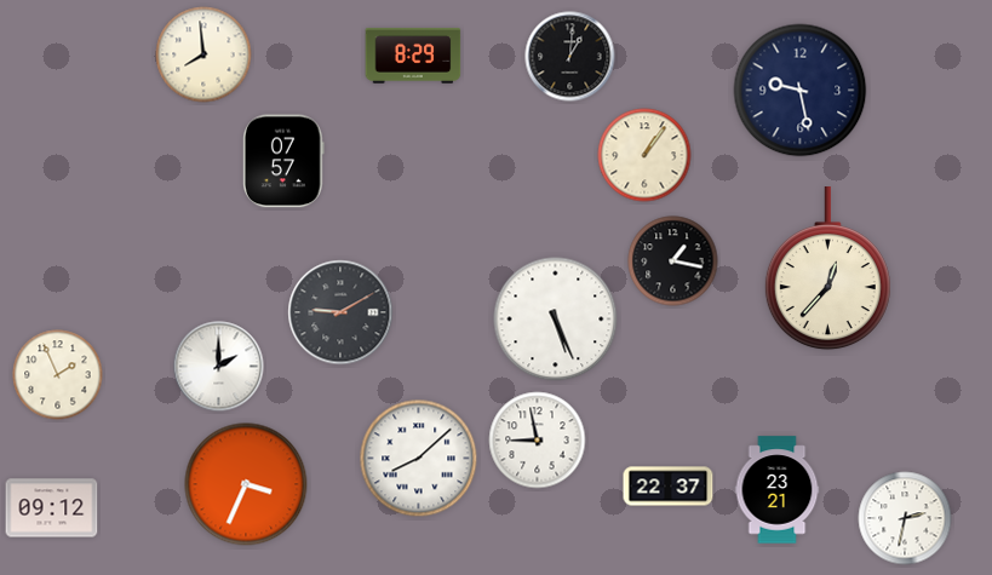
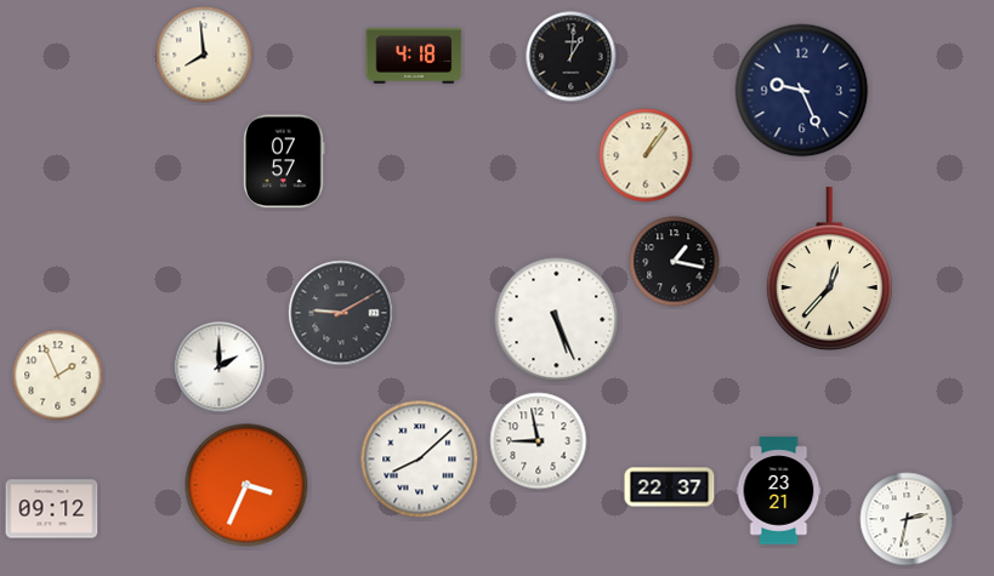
clock at (413, 56): 8:29 -> 4:18
clock at (801, 91): 9:28 -> 9:26
